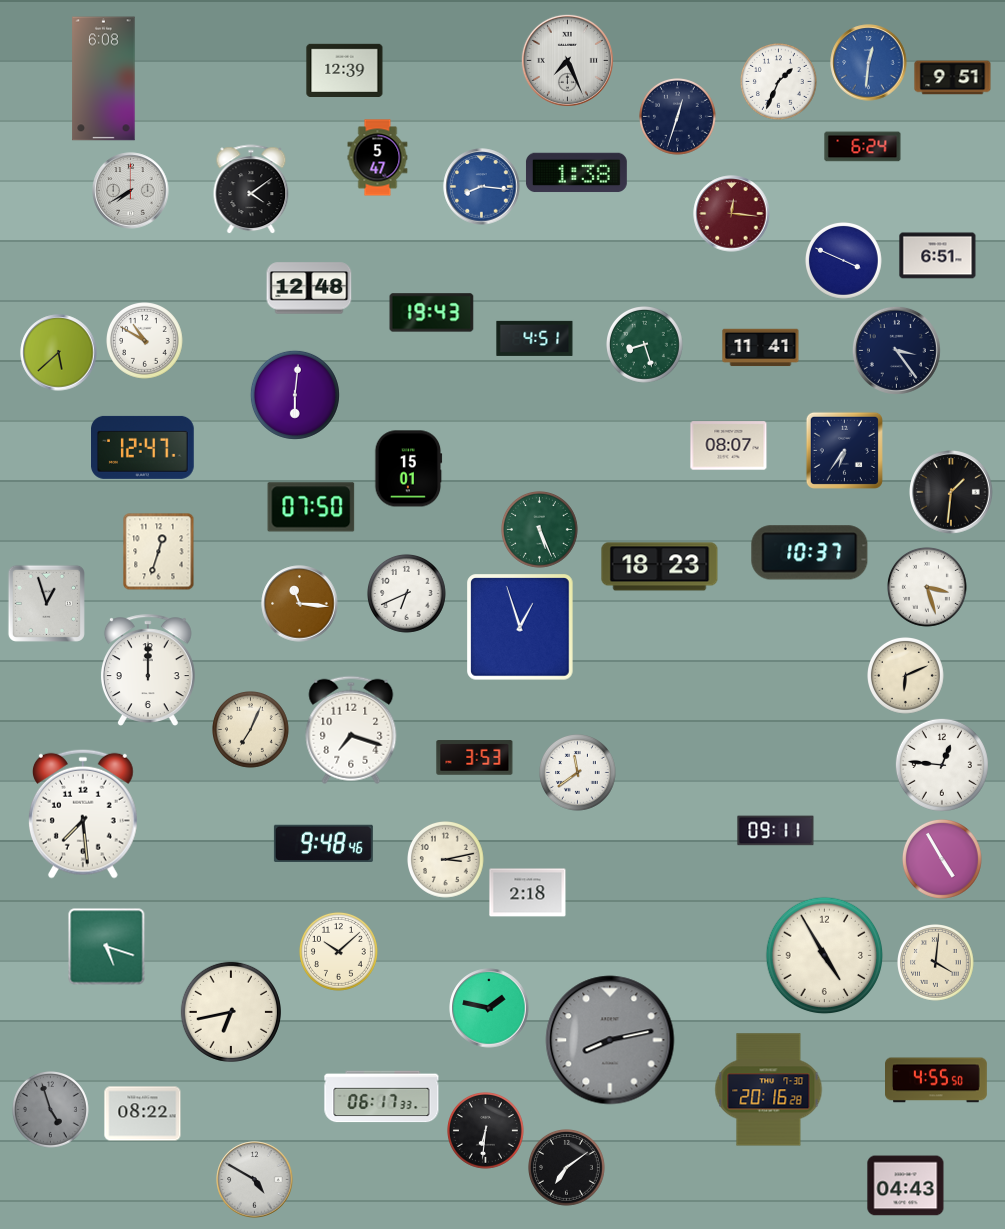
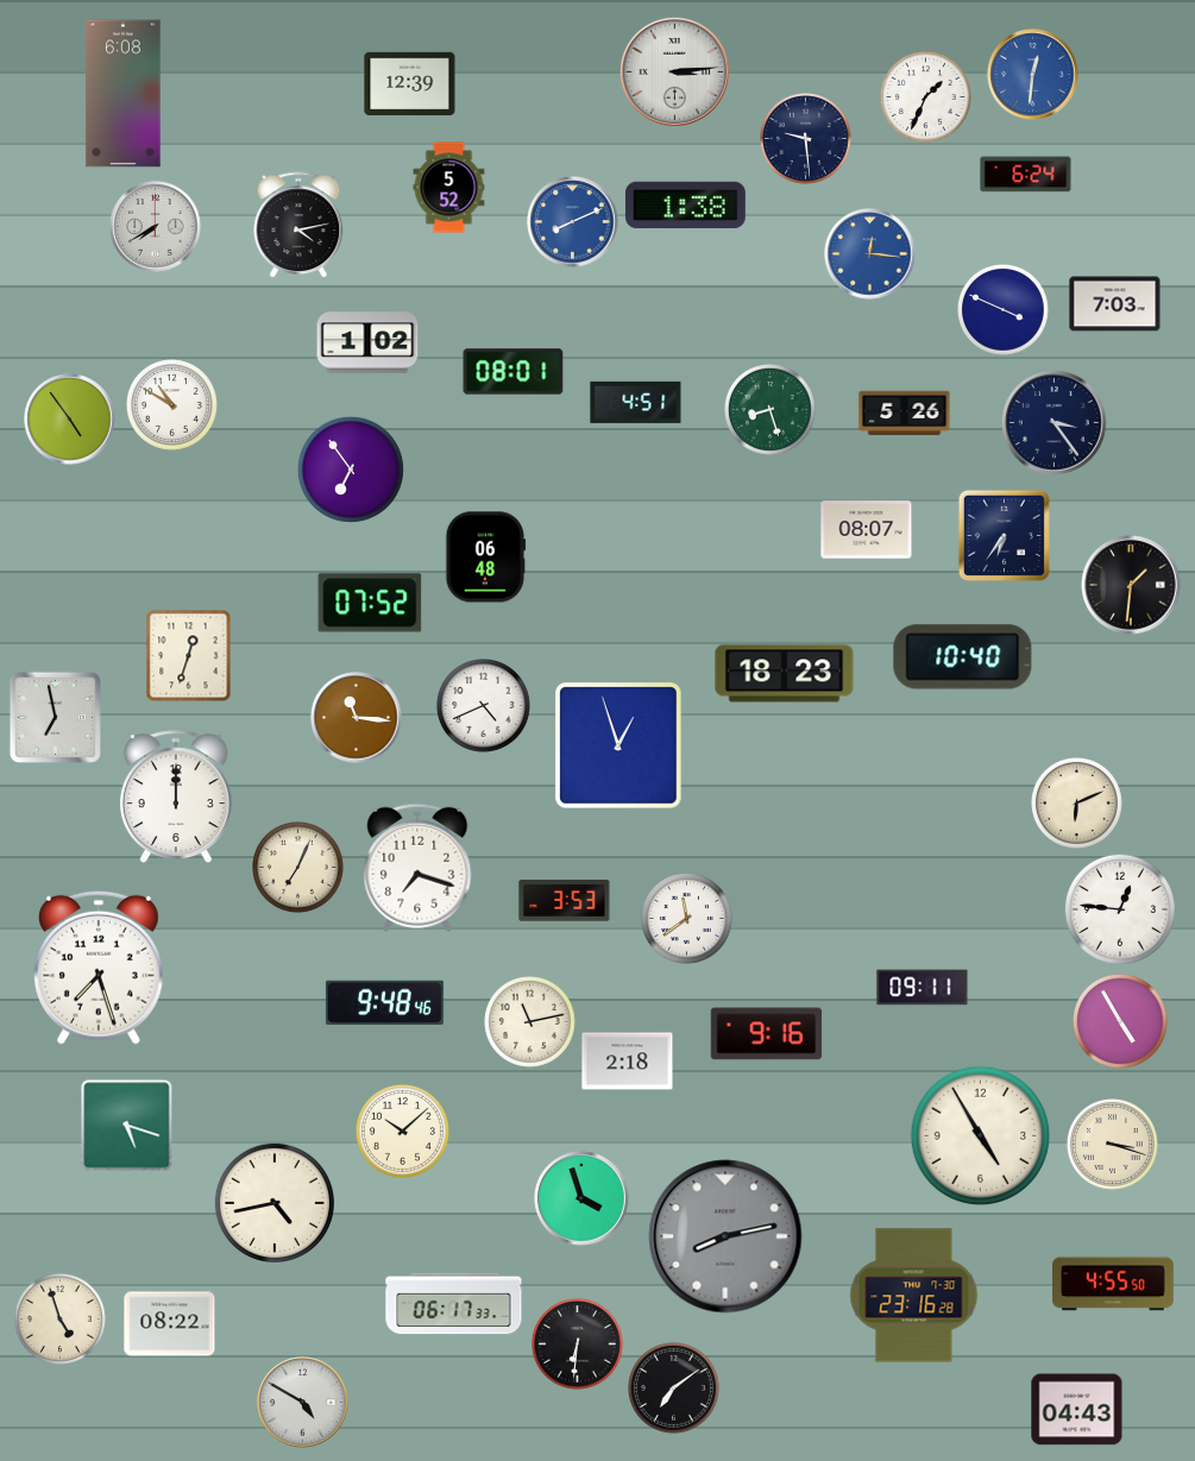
clock at (567, 60): 7:26 -> 3:14
clock at (953, 78): 9:51 -> none
clock at (678, 117): 12:33 -> 9:29
clock at (378, 158): 5:47 -> 5:52
clock at (482, 187): 8:16 -> 8:11
clock at (251, 189): 4:09 -> 4:13
clock at (732, 214) dial: burgundy -> blue
clock at (938, 256): 6:51 -> 7:03
clock at (309, 288): 12:48 -> 1:02
clock at (432, 313): 19:43 -> 08:01
clock at (645, 345) position: (645, 345) -> (771, 410)
clock at (761, 348): 11:41 -> 5:26
clock at (896, 350) position: (896, 350) -> (1054, 422)
clock at (59, 353): 5:38 -> 4:54
clock at (295, 395): 6:01 -> 6:54
clock at (143, 447): 12:47 -> none
clock at (409, 469): 15:01 -> 06:48
clock at (311, 507): 07:50 -> 07:52
clock at (540, 530): 5:26 -> none
clock at (810, 553): 10:37 -> 10:40
clock at (927, 587): 3:27 -> none
clock at (406, 593): 6:41 -> 4:41
clock at (46, 603): 12:57 -> 6:58
clock at (83, 814): 7:29 -> 7:27
clock at (446, 860): 3:13 -> 11:13
clock at (767, 1034): none -> 9:16
clock at (936, 963): 4:01 -> 3:18
clock at (489, 1008): 1:47 -> 3:57
clock at (231, 1012): 6:43 -> 4:43
clock at (769, 1090): 20:16 -> 23:16
clock at (51, 1110) dial: grey -> cream
